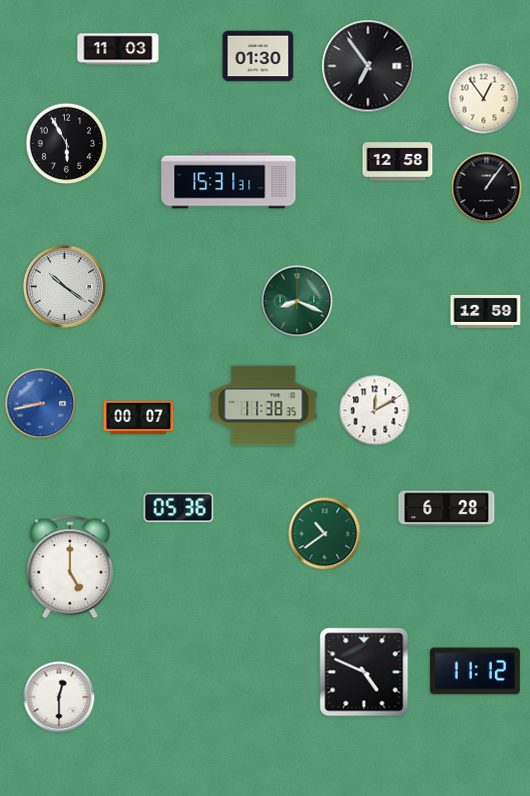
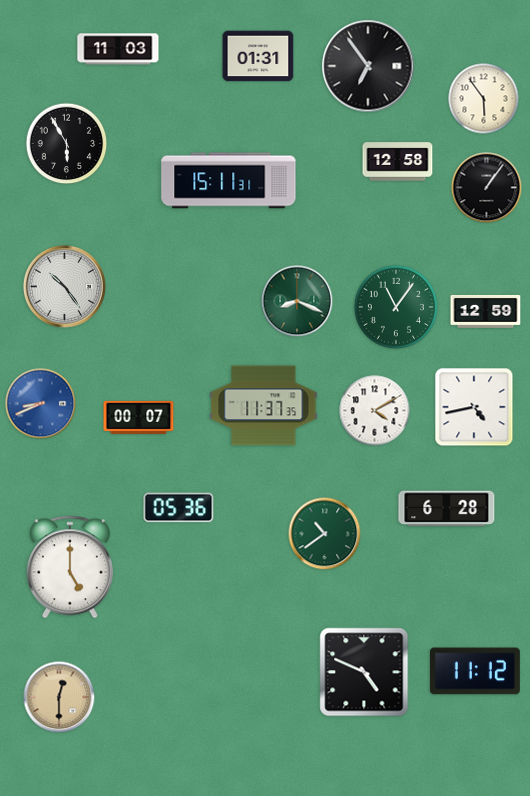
clock at (258, 56): 01:30 -> 01:31
clock at (484, 99): 12:54 -> 5:54
clock at (229, 181): 15:31 -> 15:11
clock at (64, 286): 10:21 -> 10:24
clock at (396, 307): none -> 11:06
clock at (41, 404): 8:43 -> 8:41
clock at (264, 406): 11:38 -> 11:37
clock at (474, 407): none -> 4:43
clock at (375, 411): 12:10 -> 4:10
clock at (59, 697) dial: white -> champagne
